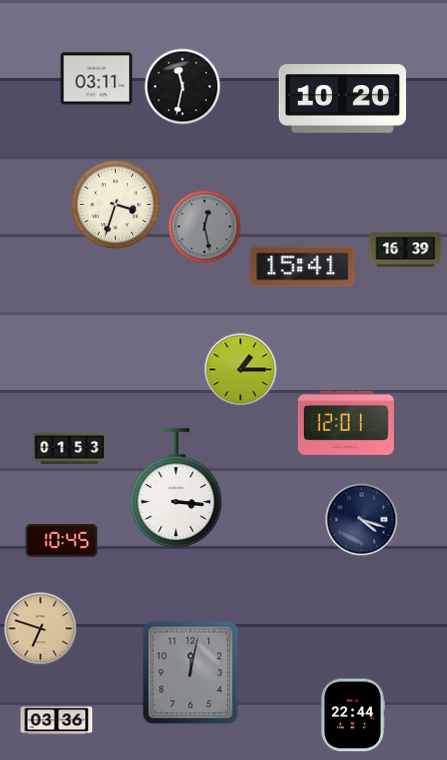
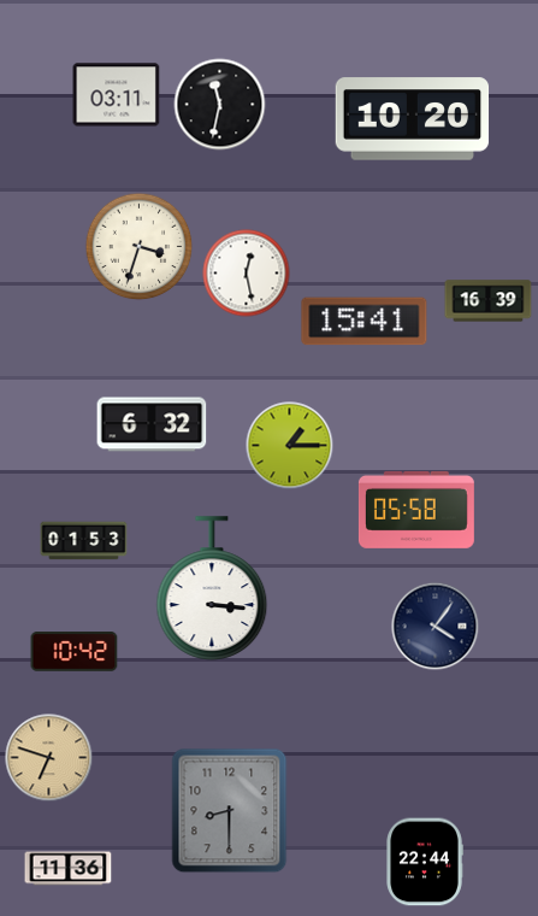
clock at (205, 227) dial: grey -> white
clock at (152, 424): none -> 6:32
clock at (346, 423): 12:01 -> 05:58
clock at (362, 520): 4:18 -> 4:06
clock at (62, 541): 10:45 -> 10:42
clock at (191, 673): 12:02 -> 8:30
clock at (57, 721): 03:36 -> 11:36
